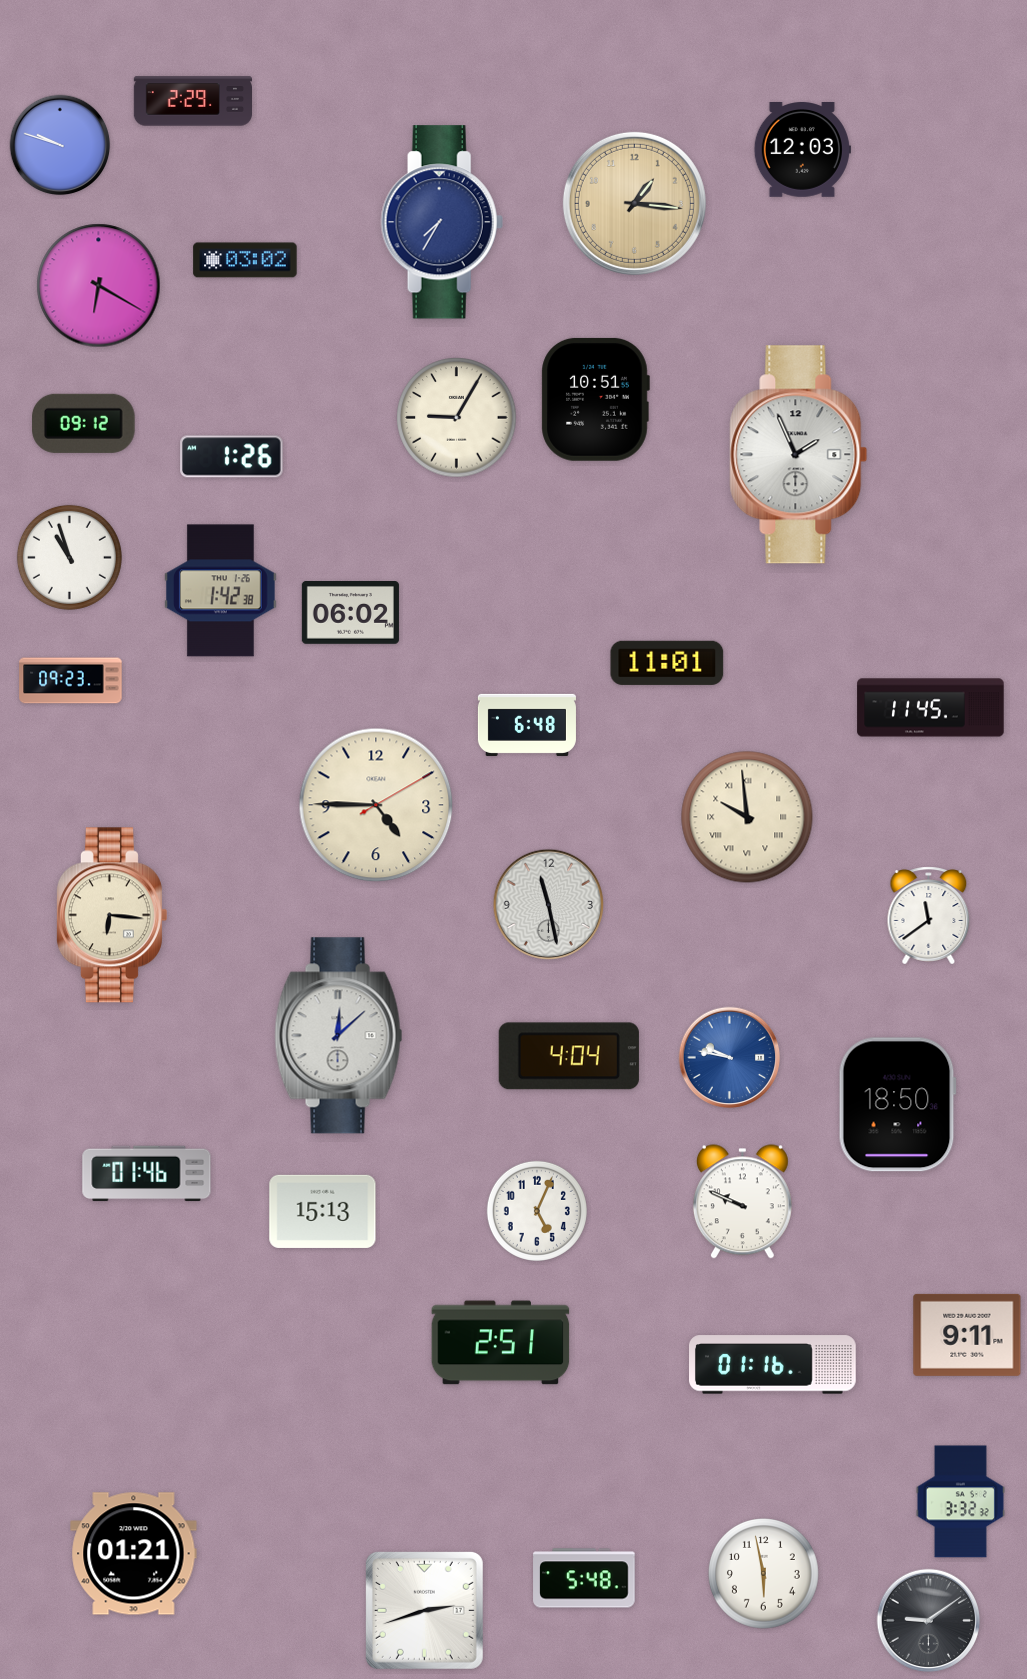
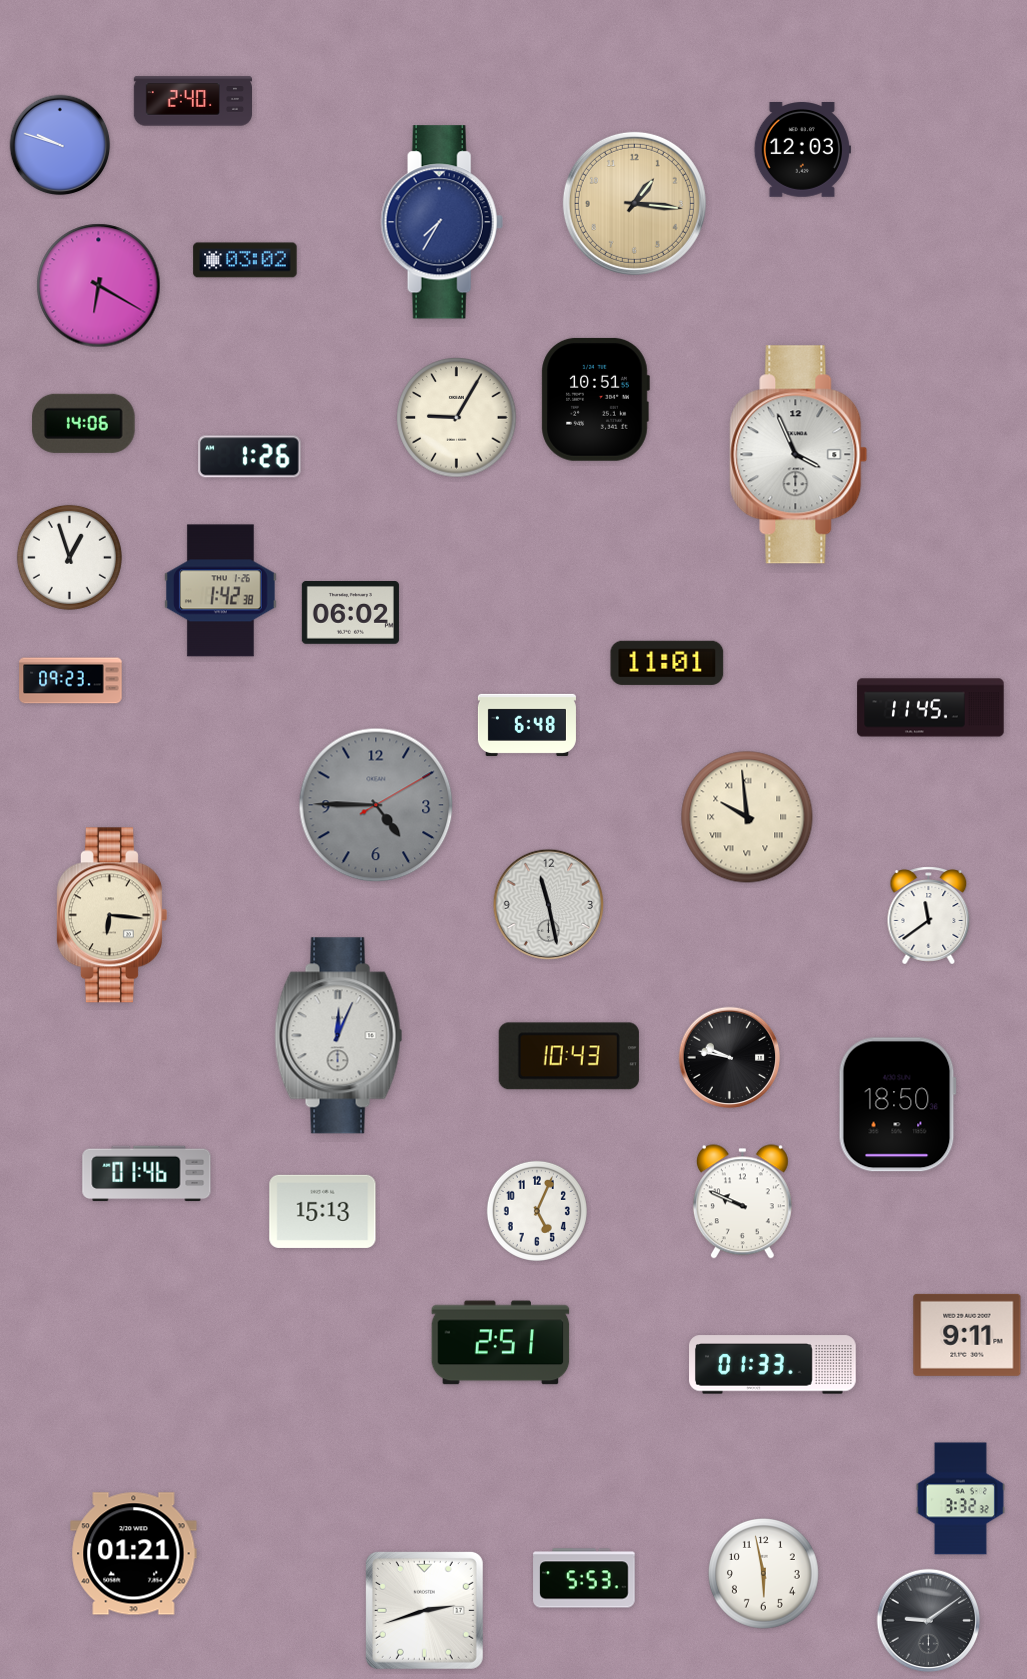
clock at (192, 101): 2:29 -> 2:40
clock at (84, 423): 09:12 -> 14:06
clock at (799, 455): 1:56 -> 3:56
clock at (232, 457) position: (232, 457) -> (250, 457)
clock at (69, 557): 10:57 -> 12:57
clock at (376, 805) dial: cream -> grey
clock at (339, 1036): 12:08 -> 12:04
clock at (569, 1056): 4:04 -> 10:43
clock at (730, 1058) dial: blue -> black
clock at (773, 1365): 01:16 -> 01:33
clock at (960, 1502) position: (960, 1502) -> (960, 1499)
clock at (584, 1578): 5:48 -> 5:53
